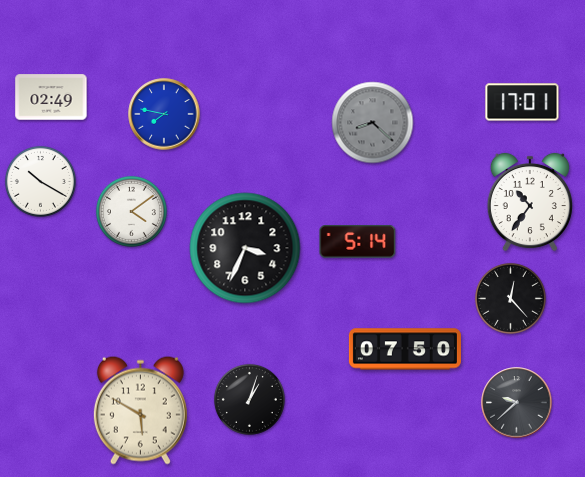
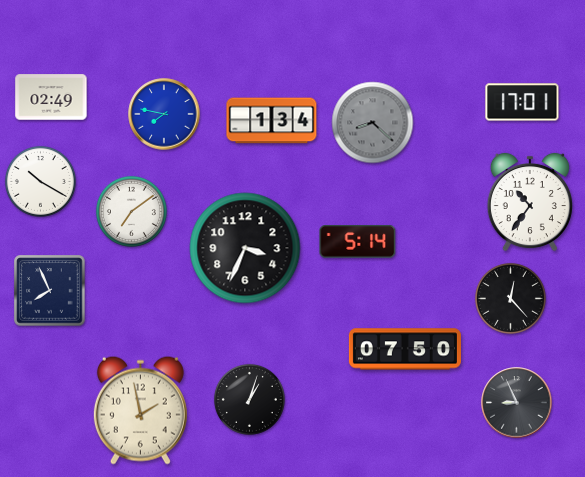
clock at (272, 121): none -> 1:34
clock at (131, 211): 4:09 -> 7:09
clock at (50, 291): none -> 7:56
clock at (517, 403): 9:38 -> 8:56
clock at (140, 410): 5:50 -> 1:58
